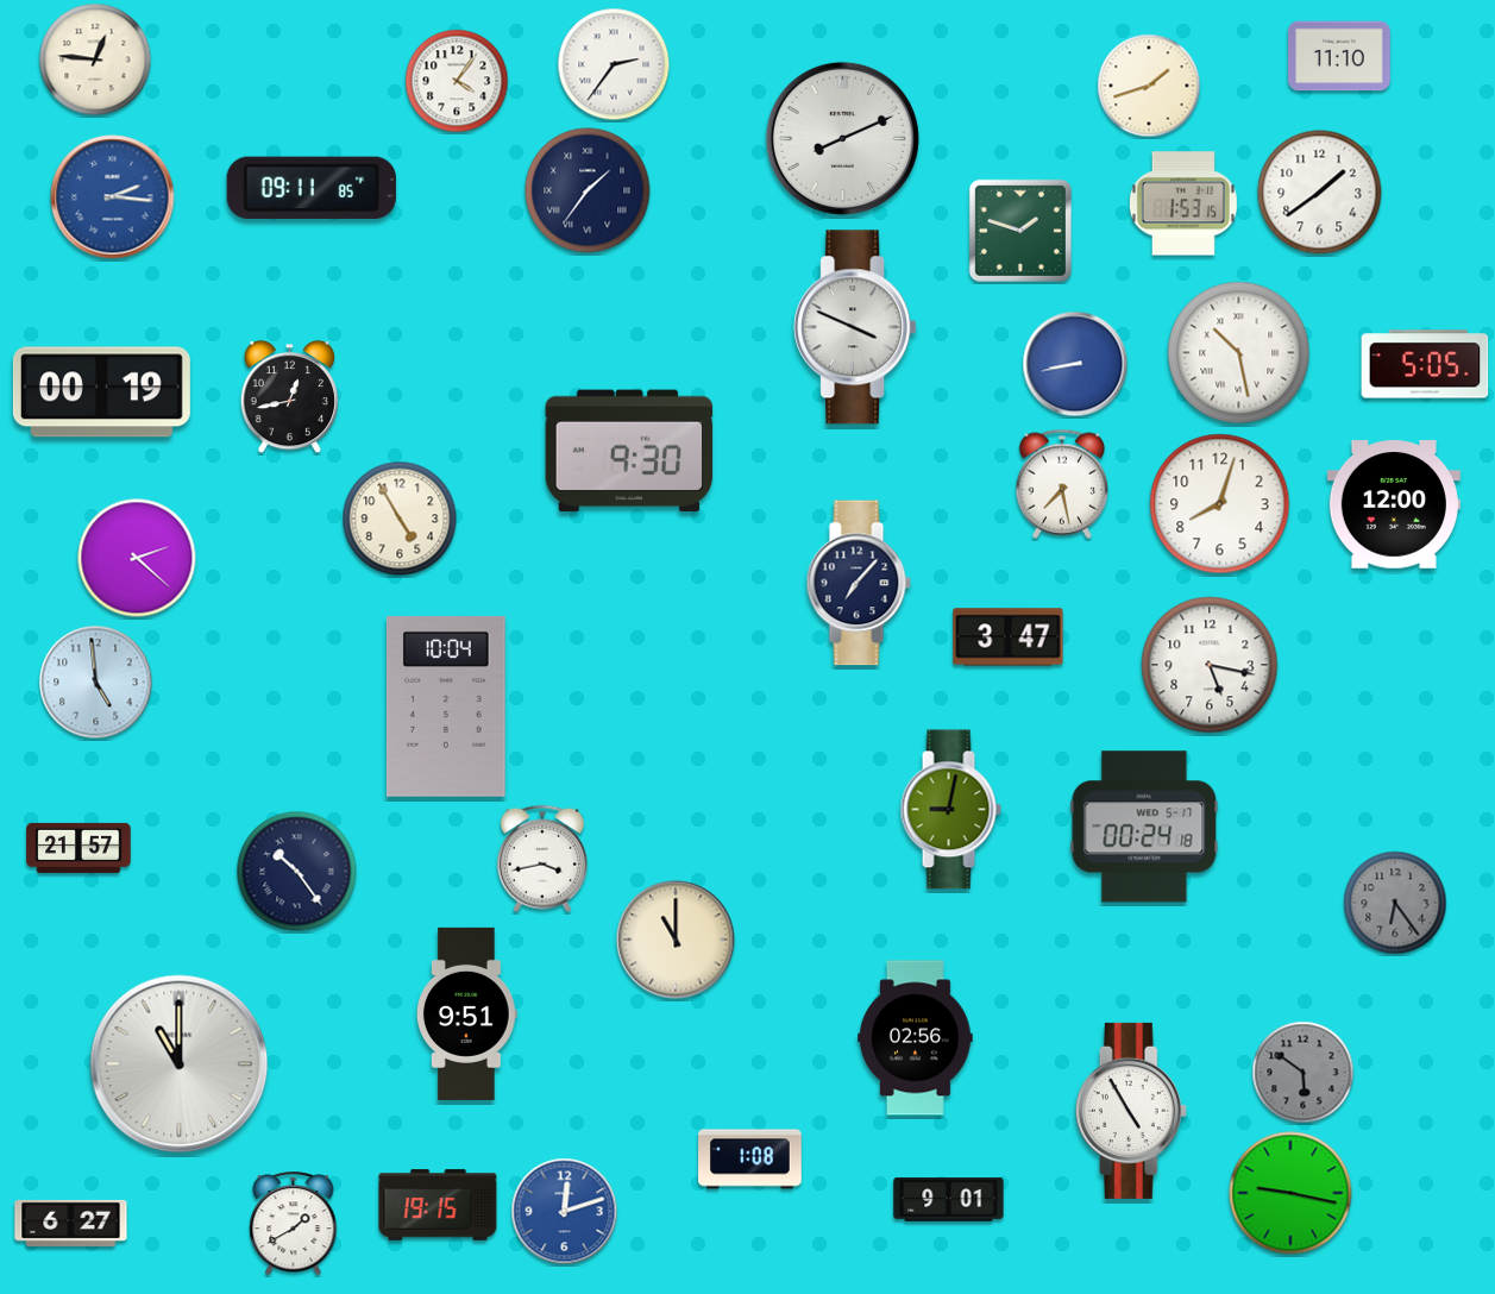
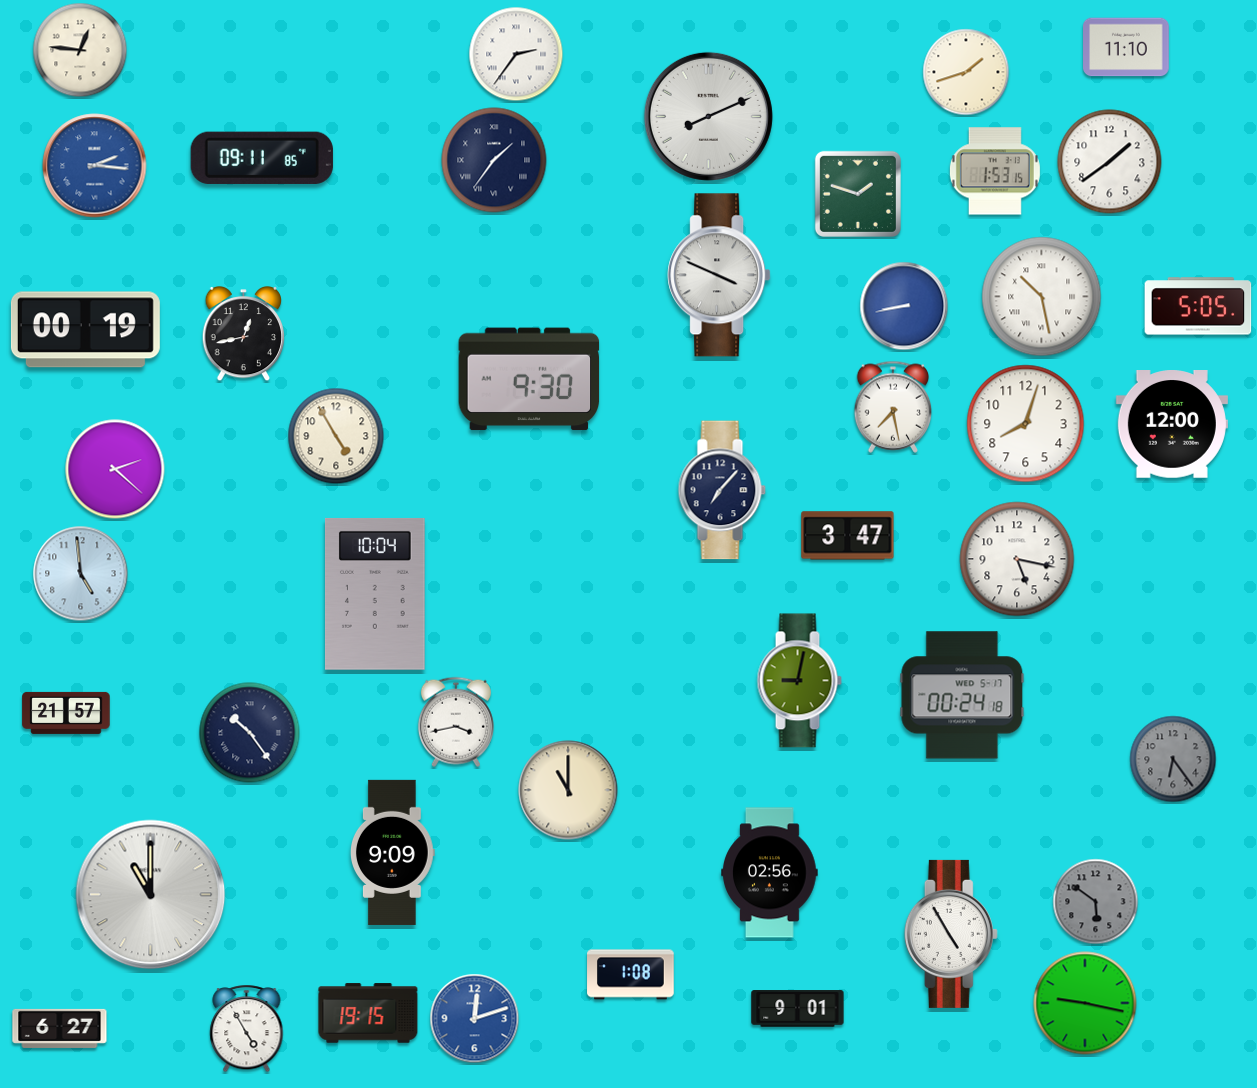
clock at (457, 81): 4:06 -> none
clock at (466, 1013): 9:51 -> 9:09
clock at (294, 1224): 1:40 -> 4:55
